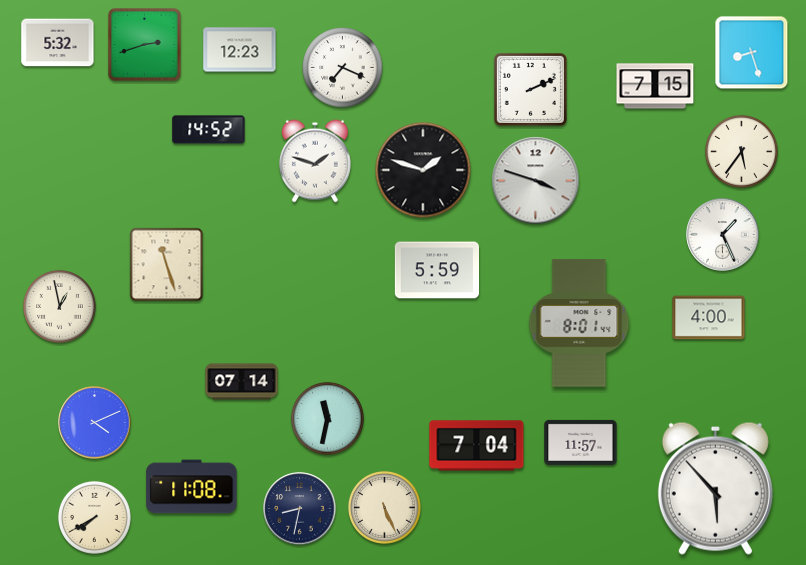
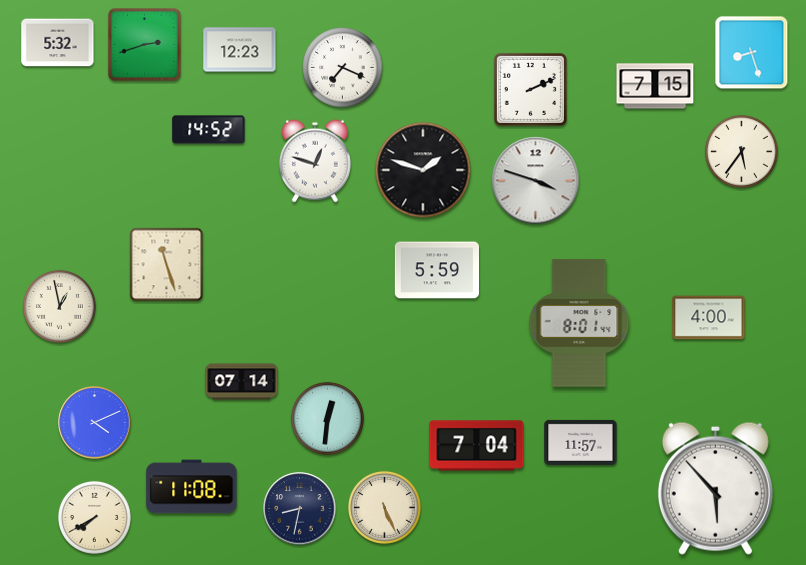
clock at (315, 161): 1:48 -> 12:48
clock at (723, 235): 1:26 -> none
clock at (327, 418): 11:32 -> 12:31
